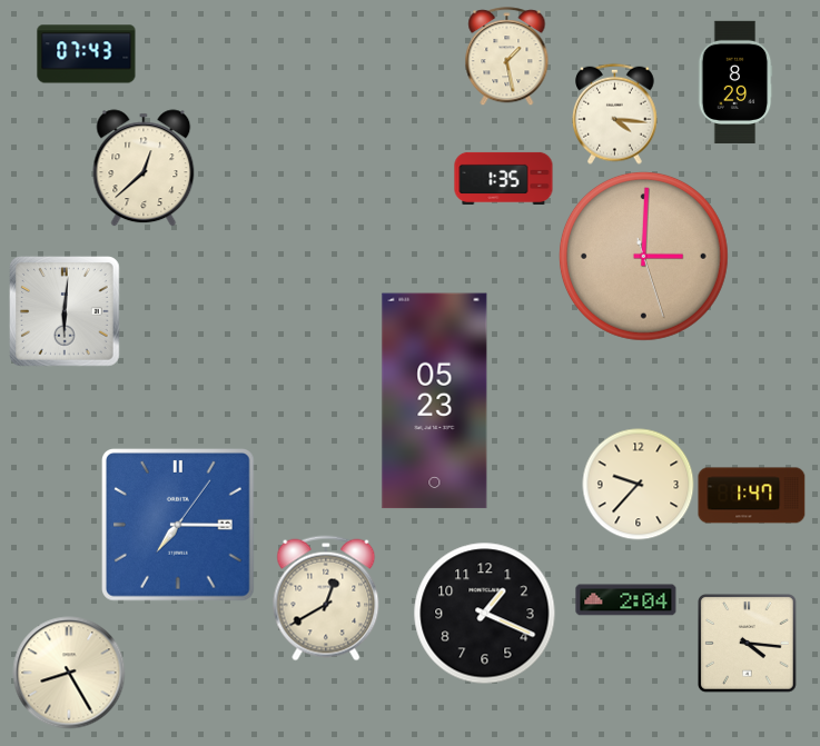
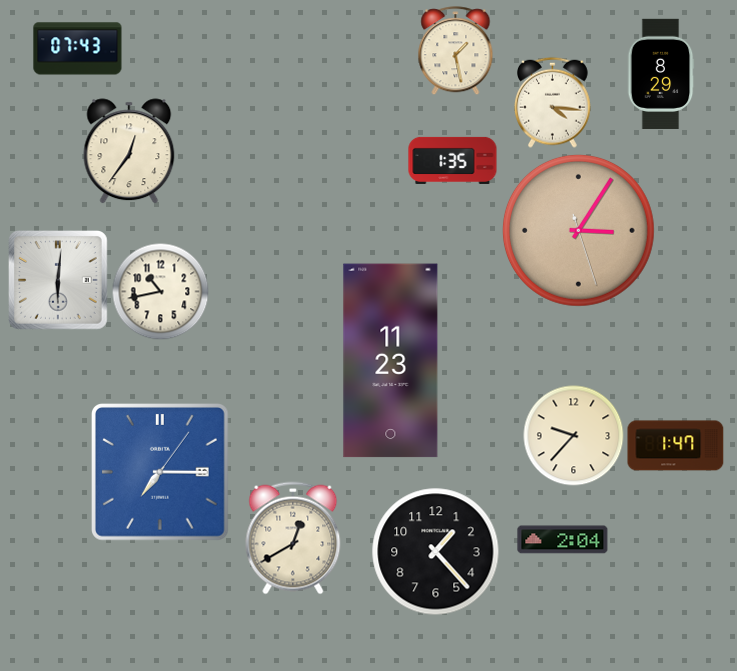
clock at (144, 168): 12:38 -> 12:36
clock at (643, 256): 3:00 -> 3:05
clock at (160, 291): none -> 10:43
clock at (435, 401): 05:23 -> 11:23
clock at (485, 614): 1:19 -> 1:23
clock at (748, 644): 4:16 -> none
clock at (69, 673): 8:25 -> none
